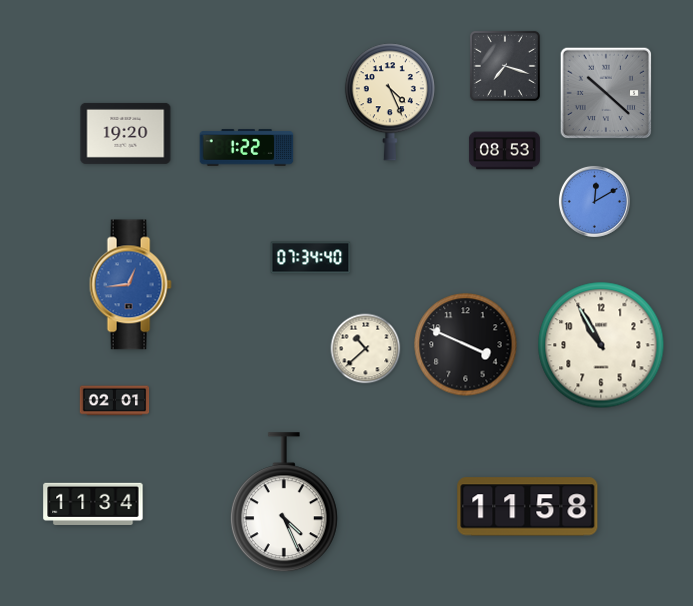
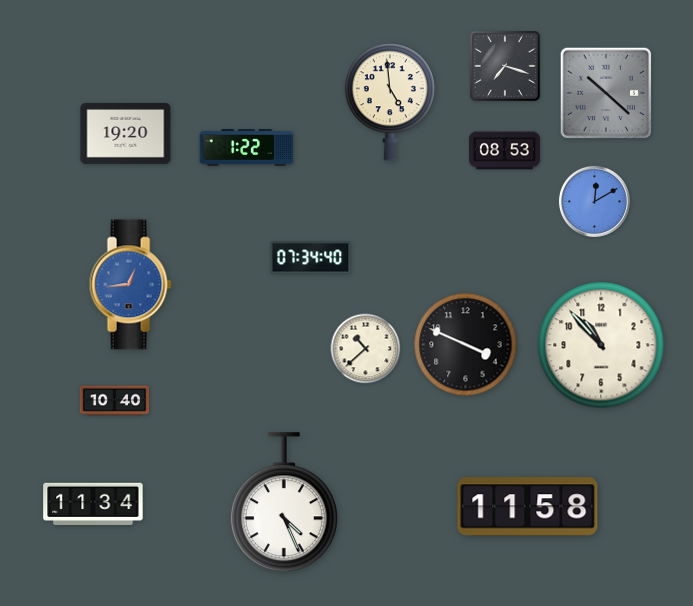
clock at (390, 102): 4:26 -> 4:59
clock at (601, 345): 10:55 -> 10:53
clock at (115, 401): 02:01 -> 10:40
